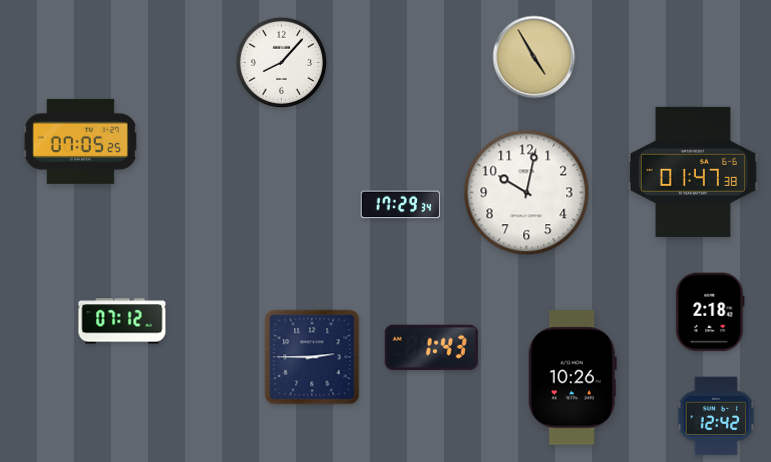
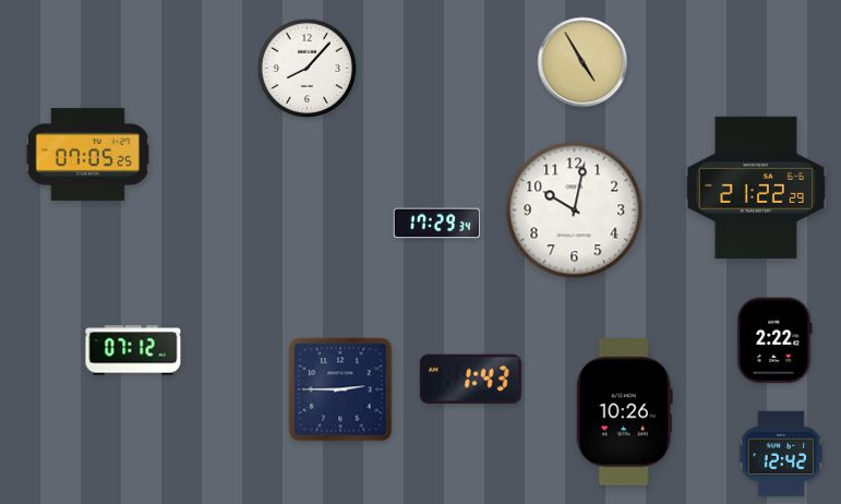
clock at (693, 172): 01:47 -> 21:22
clock at (710, 312): 2:18 -> 2:22
